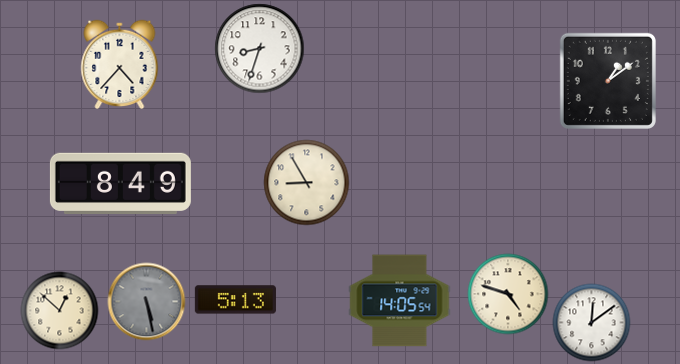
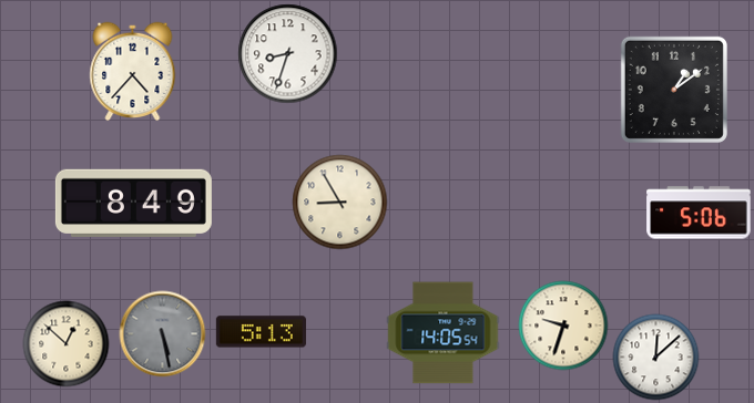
clock at (699, 213): none -> 5:06
clock at (508, 294): 4:48 -> 9:33
clock at (591, 322): 12:09 -> 12:08
